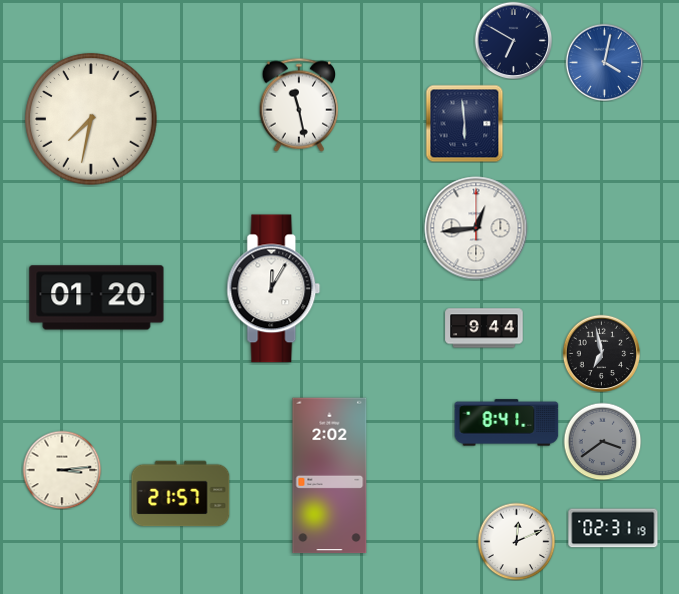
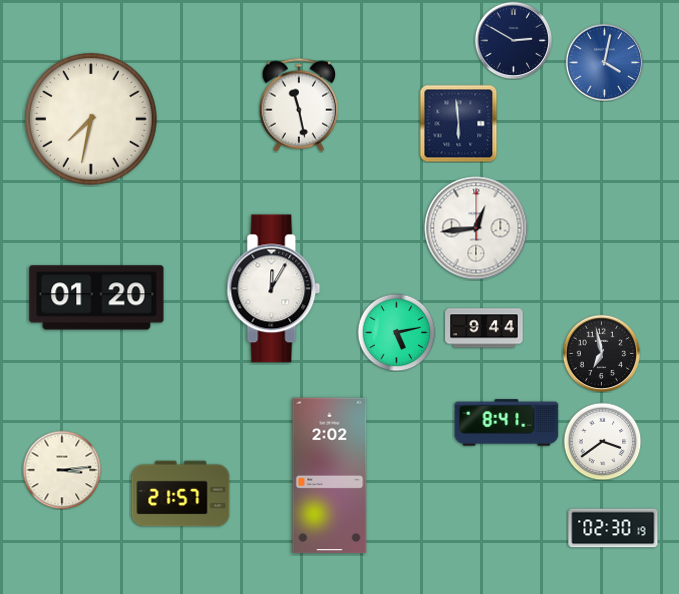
clock at (513, 40): 6:50 -> 2:50
clock at (464, 123) position: (464, 123) -> (458, 123)
clock at (396, 332): none -> 5:13
clock at (602, 441) dial: grey -> white
clock at (613, 528): 02:31 -> 02:30
clock at (516, 541): 12:11 -> none
